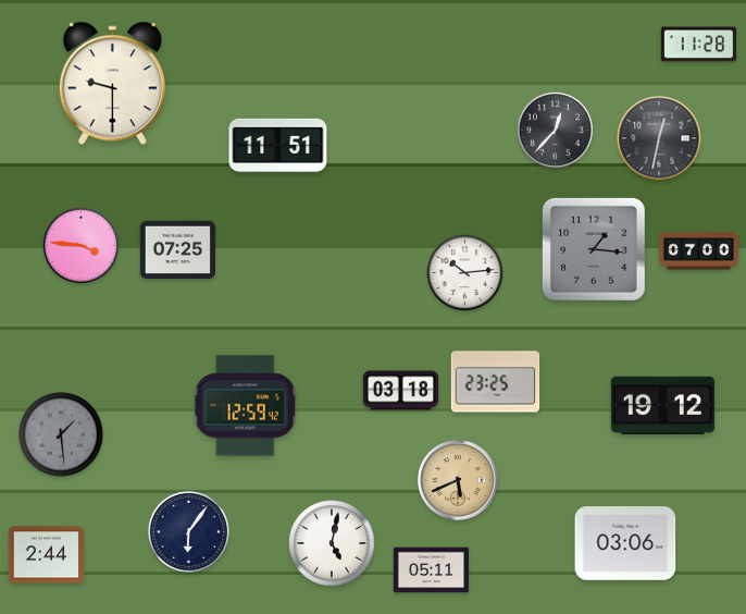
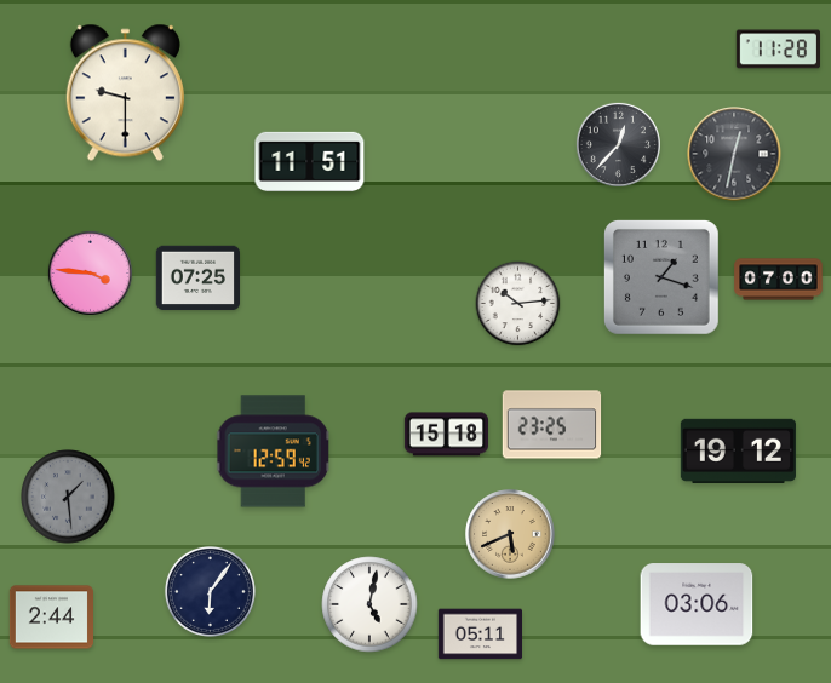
clock at (594, 249): 1:16 -> 1:18
clock at (400, 391): 03:18 -> 15:18
clock at (61, 434) position: (61, 434) -> (68, 497)
